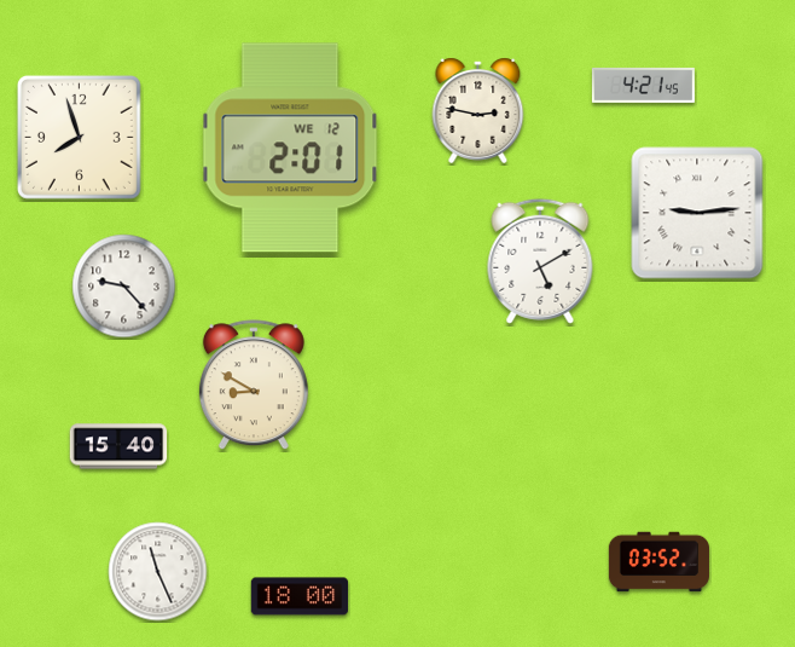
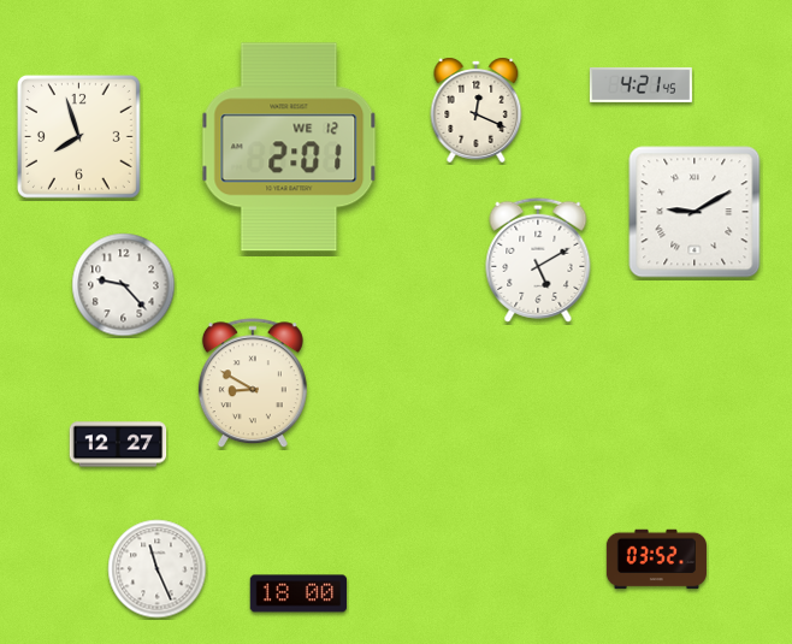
clock at (478, 110): 2:47 -> 12:19
clock at (697, 213): 9:14 -> 9:10
clock at (118, 446): 15:40 -> 12:27
